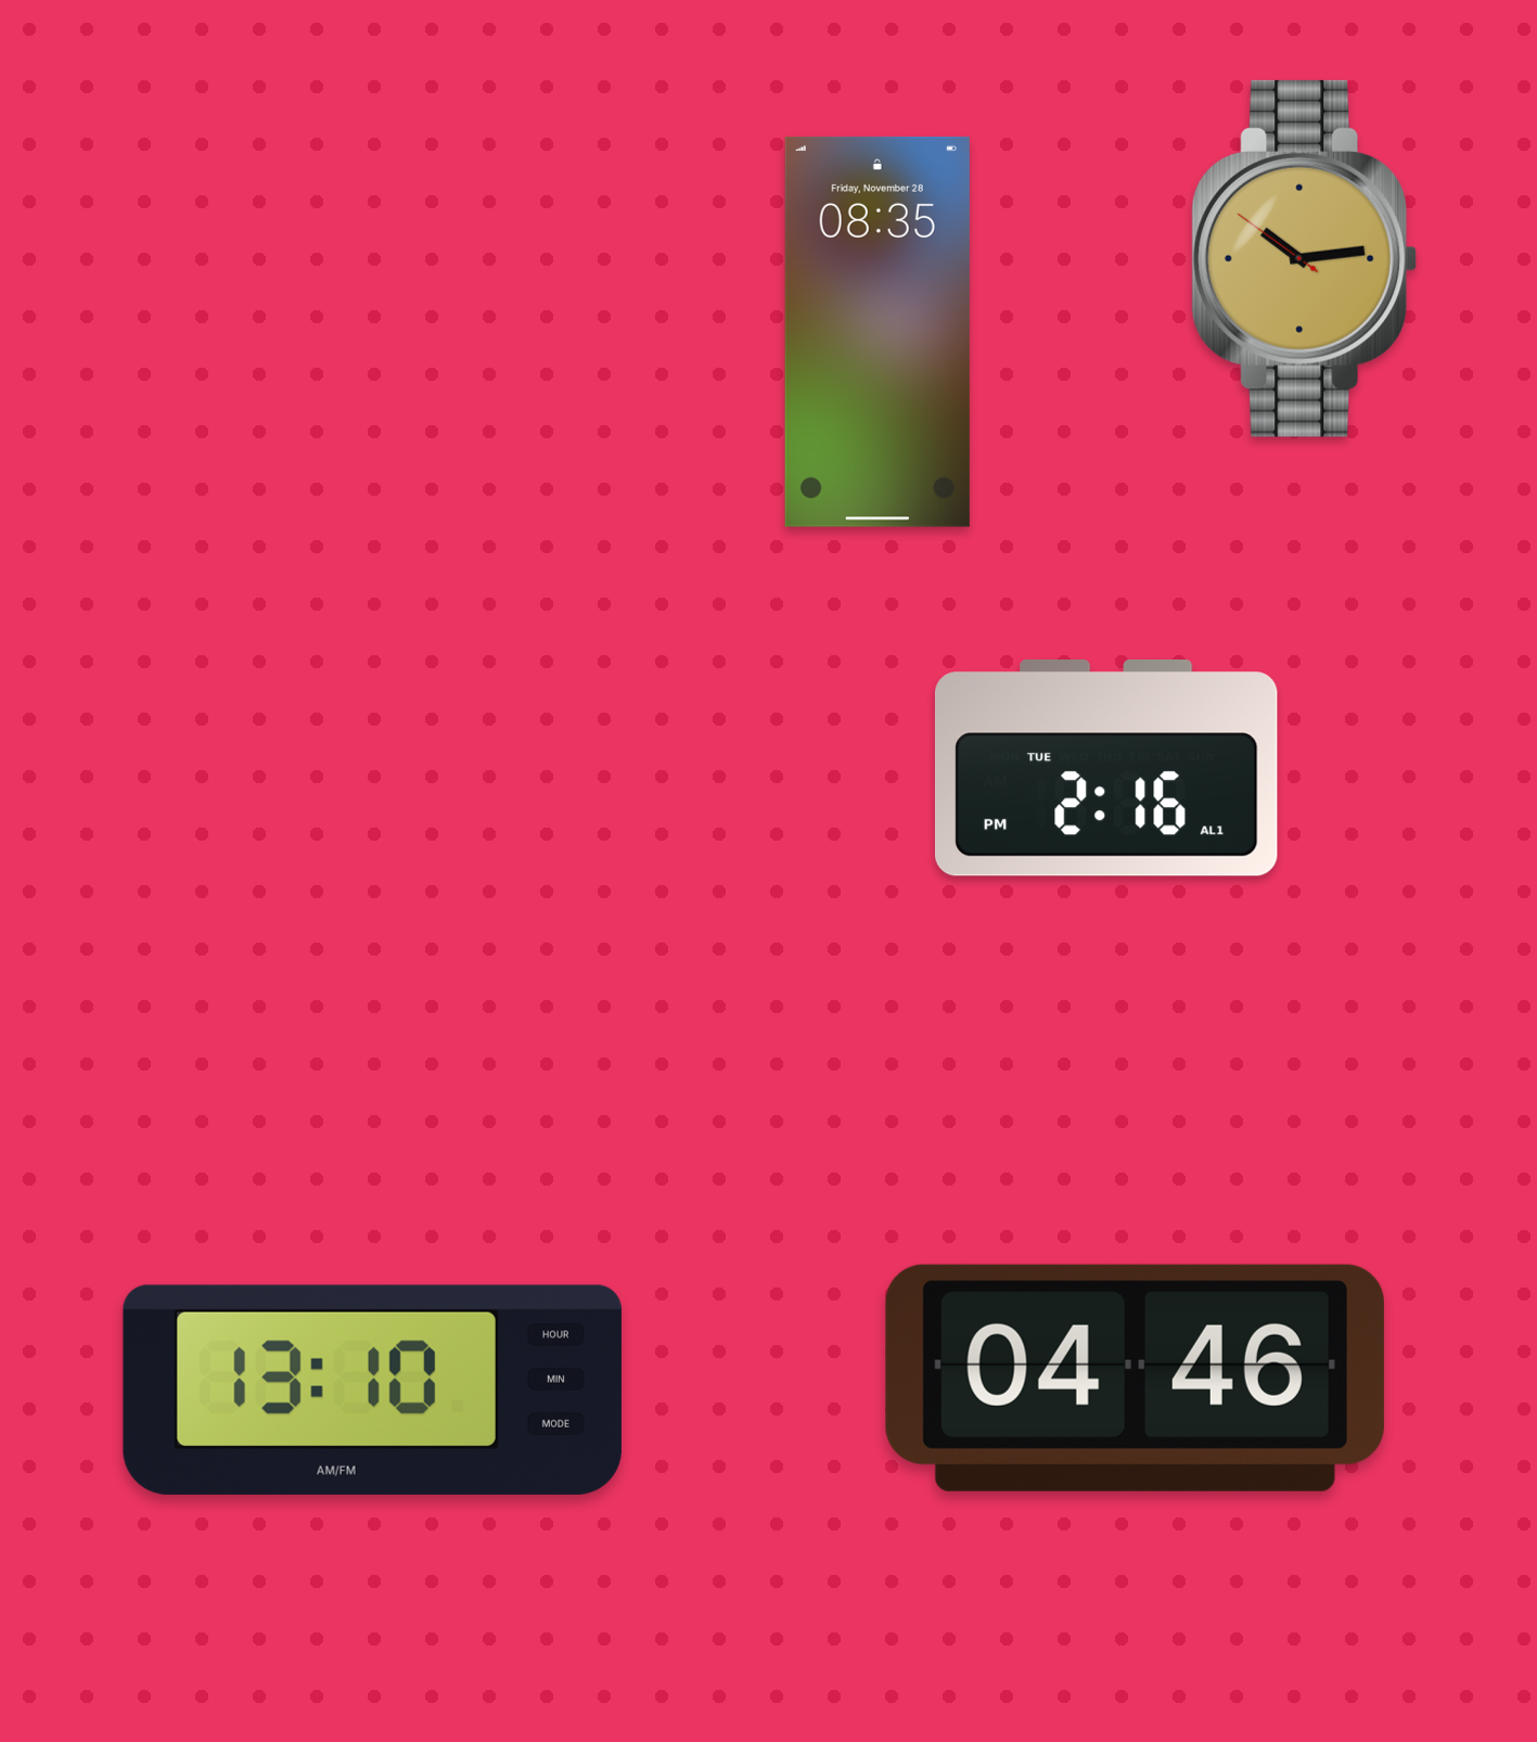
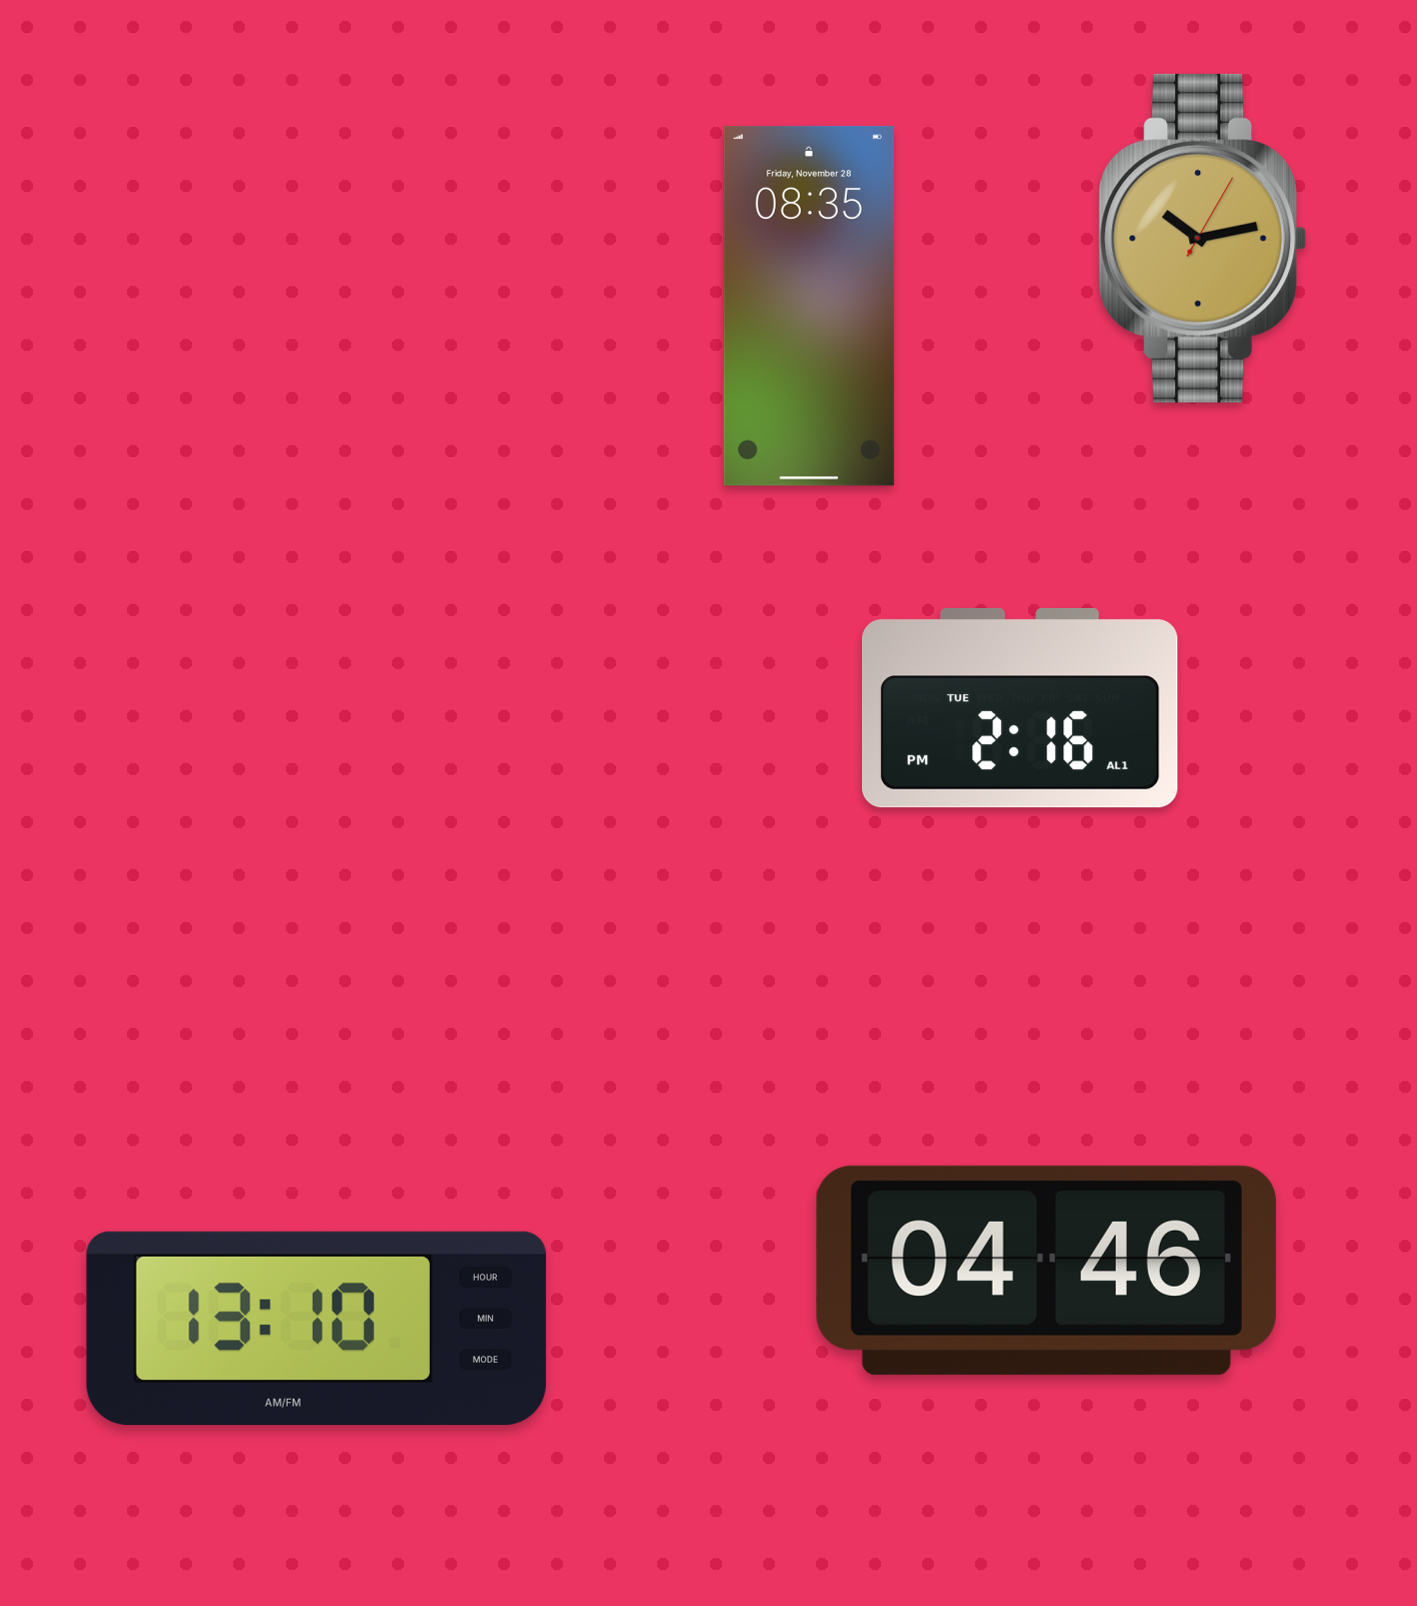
clock at (1305, 258): 10:13:51 -> 10:13:05
clock at (372, 1389) position: (372, 1389) -> (316, 1328)
